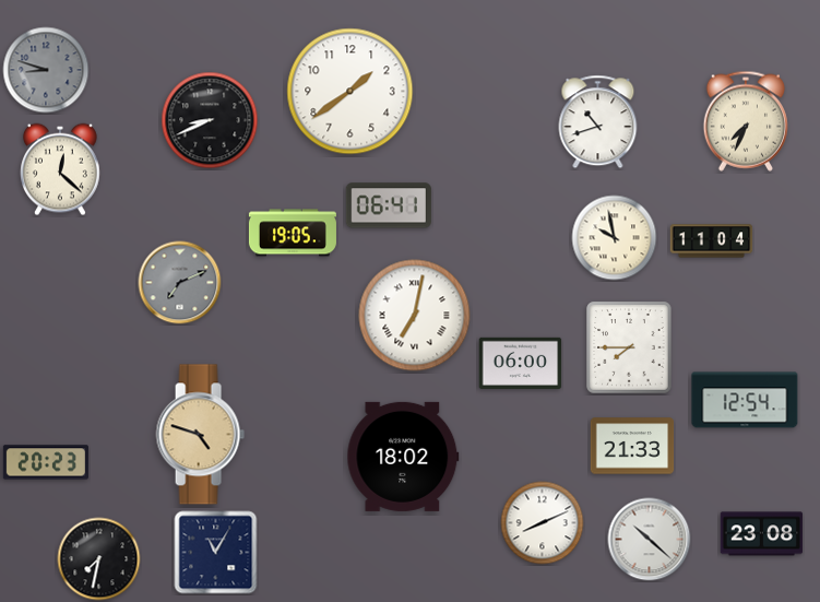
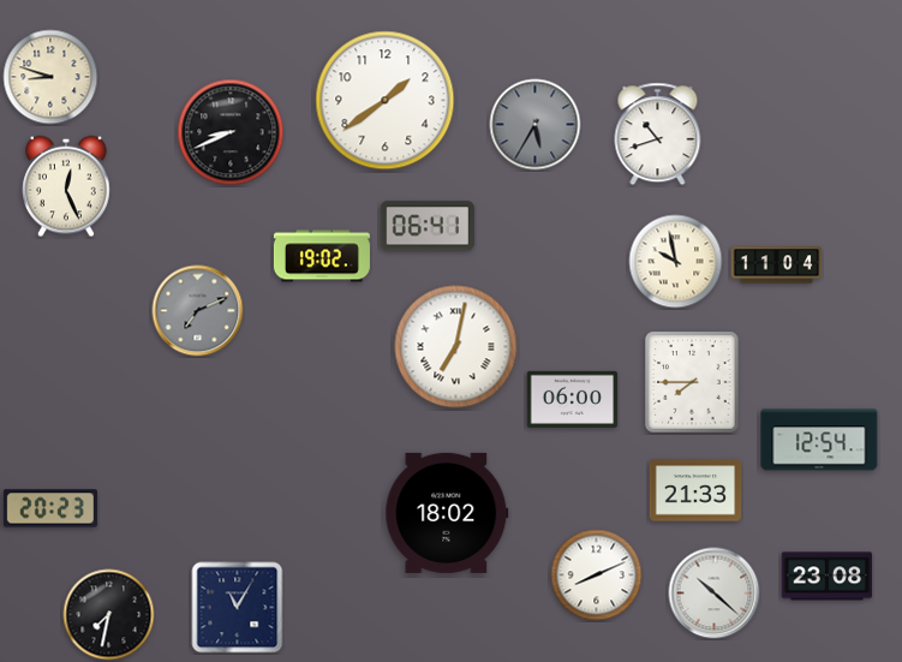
clock at (46, 70) dial: grey -> cream
clock at (536, 125): none -> 5:35
clock at (746, 121): 7:34 -> none
clock at (61, 169): 12:22 -> 12:26
clock at (293, 233): 19:05 -> 19:02
clock at (712, 241) position: (712, 241) -> (777, 266)
clock at (200, 435): 4:48 -> none
clock at (403, 457) position: (403, 457) -> (447, 513)
clock at (762, 534) position: (762, 534) -> (828, 577)
